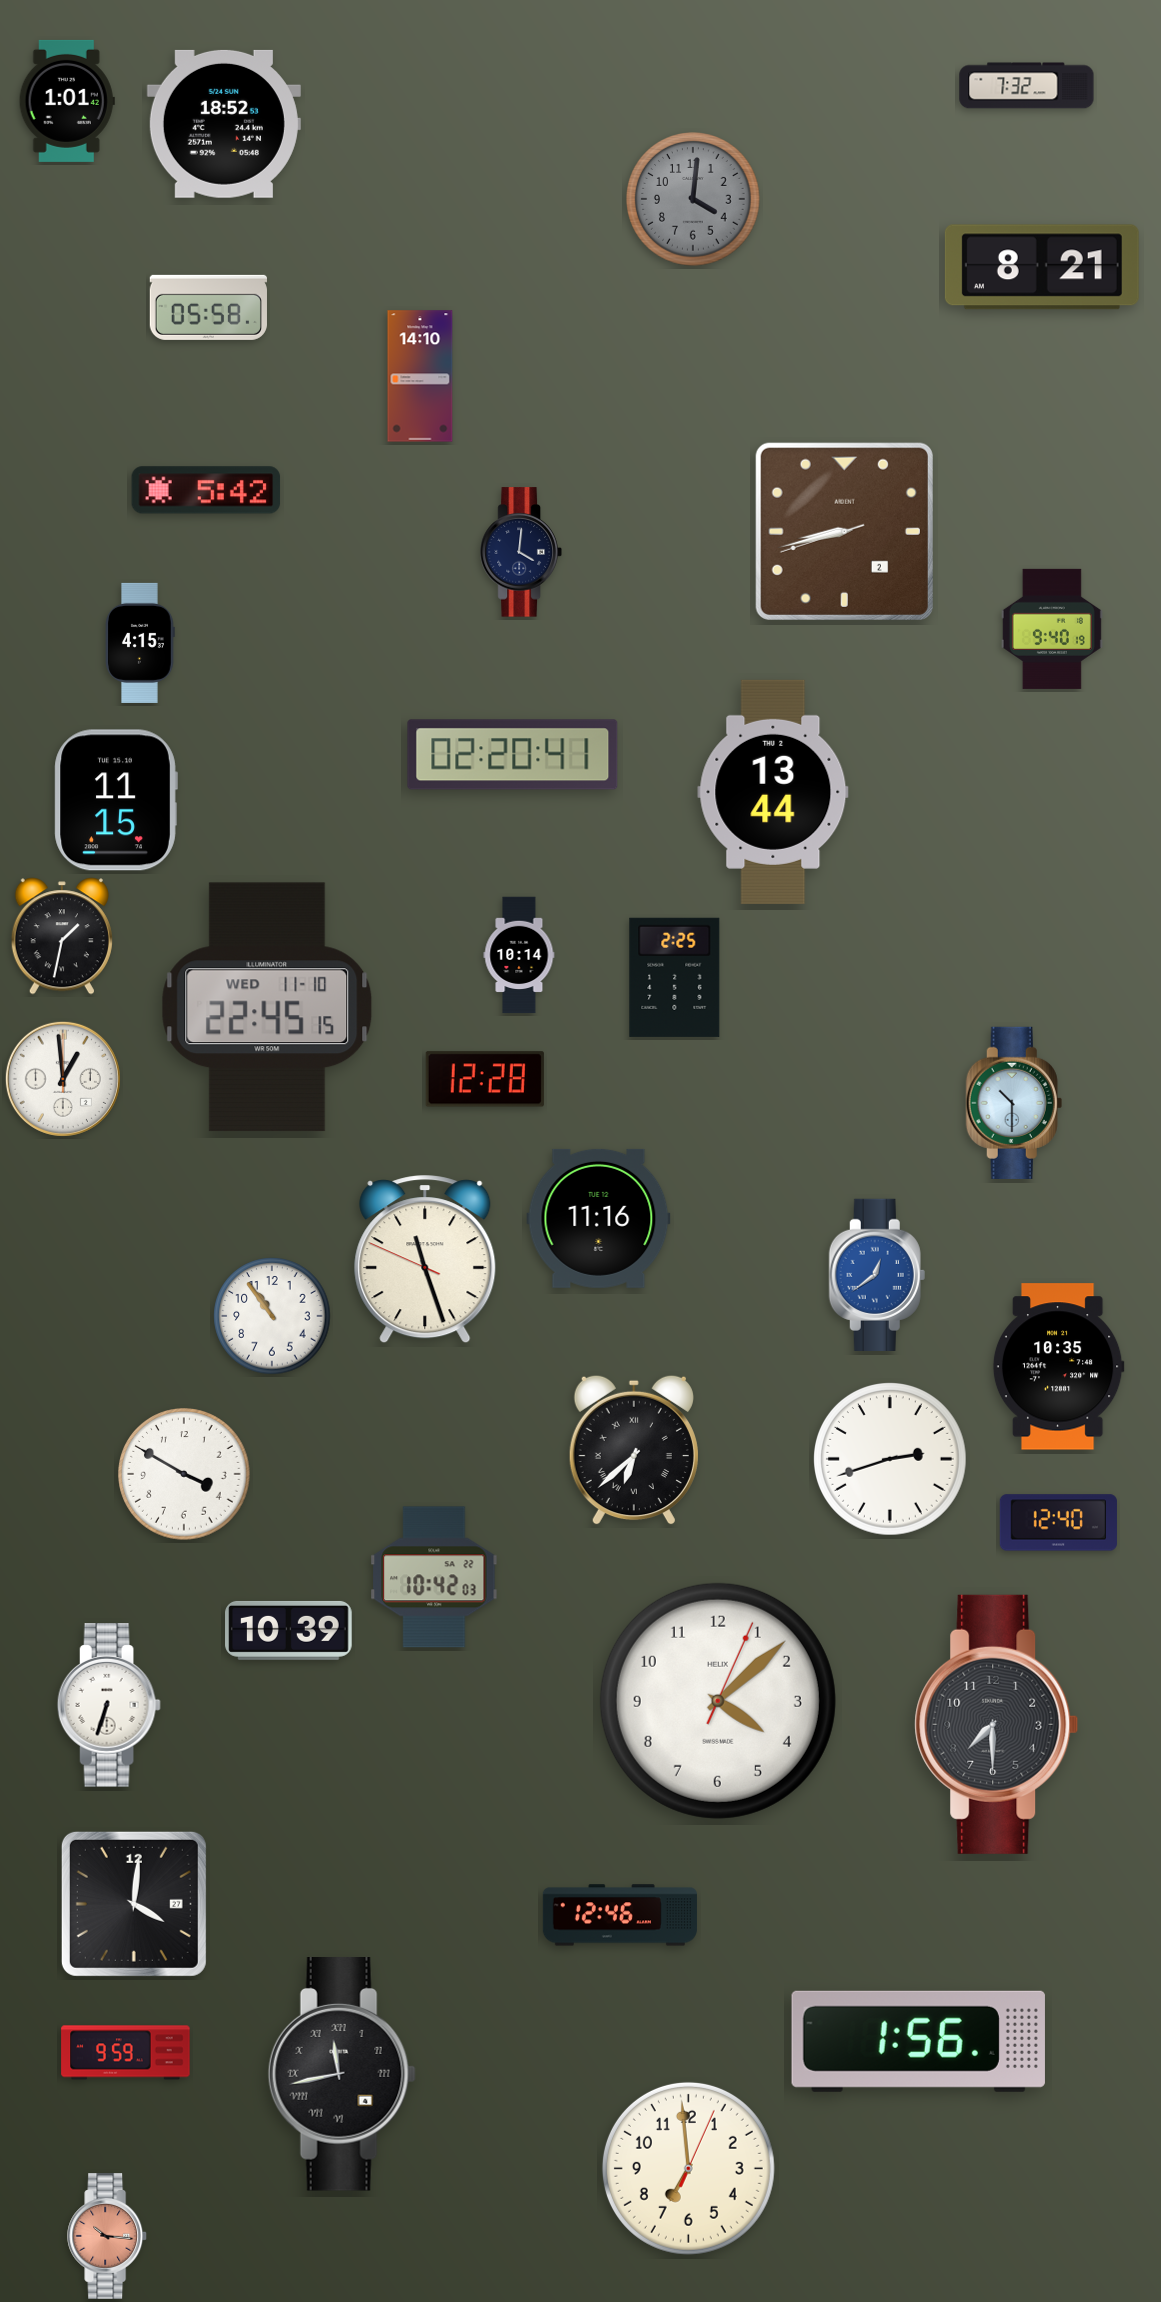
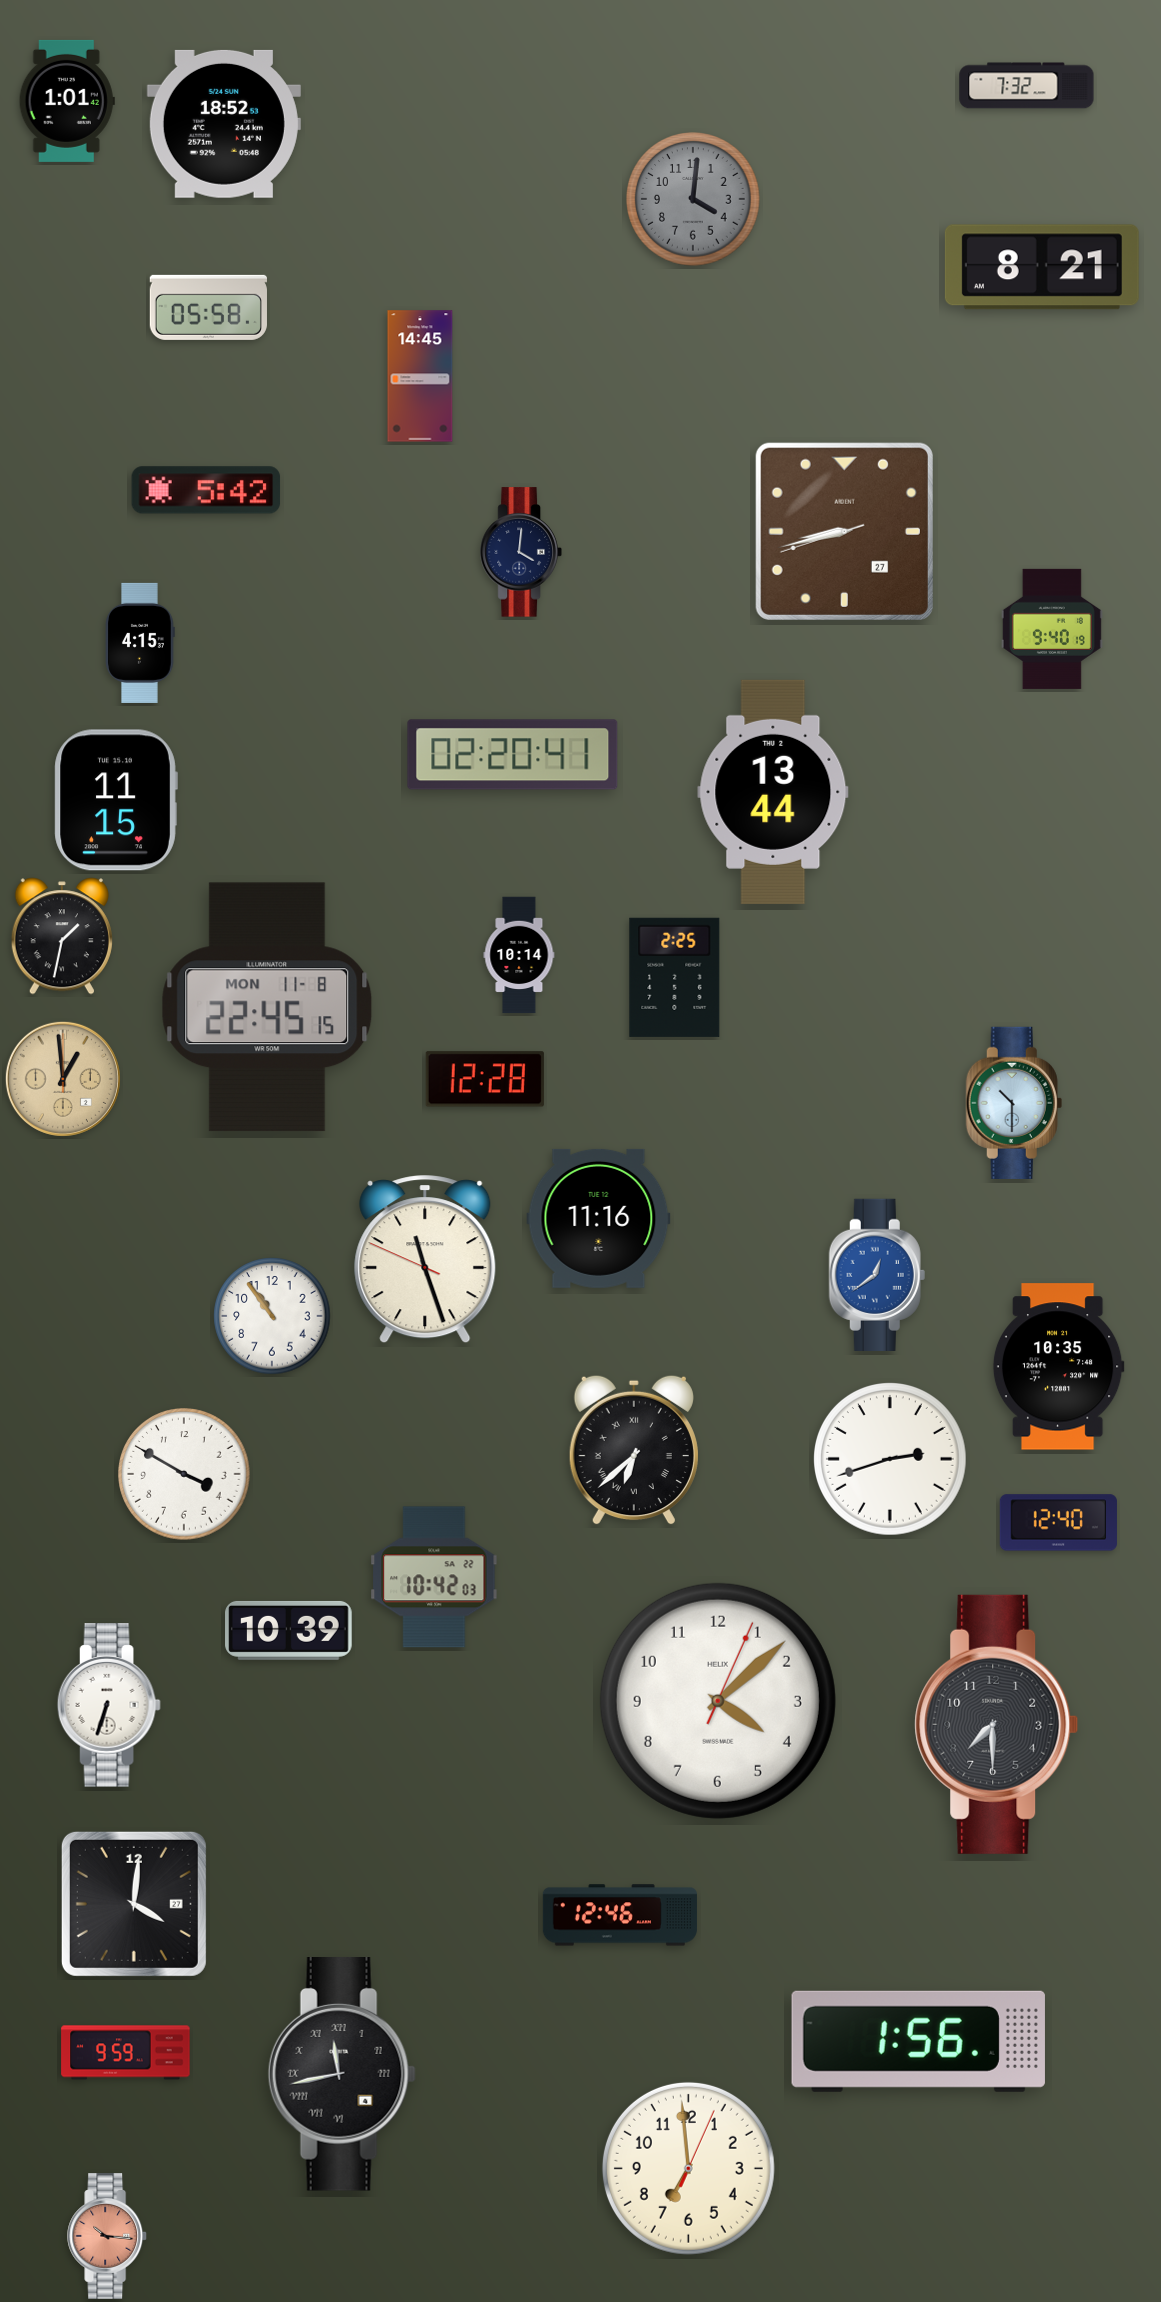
clock at (420, 376): 14:10 -> 14:45
clock at (844, 531) date: 2 -> 27
clock at (267, 1007) date: WED 11-10 -> MON 11-8
clock at (63, 1079) dial: white -> champagne
